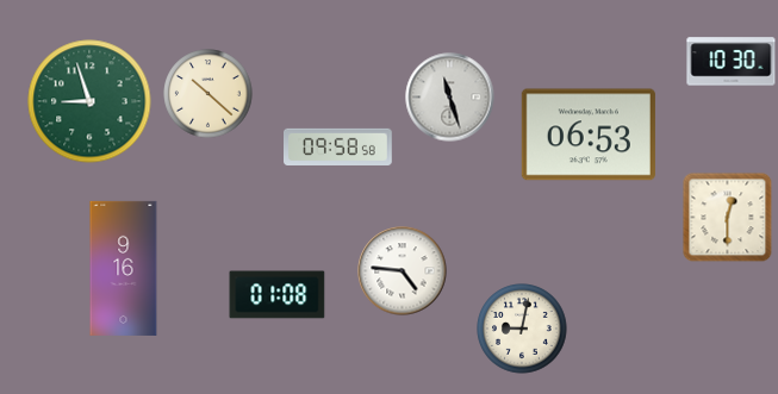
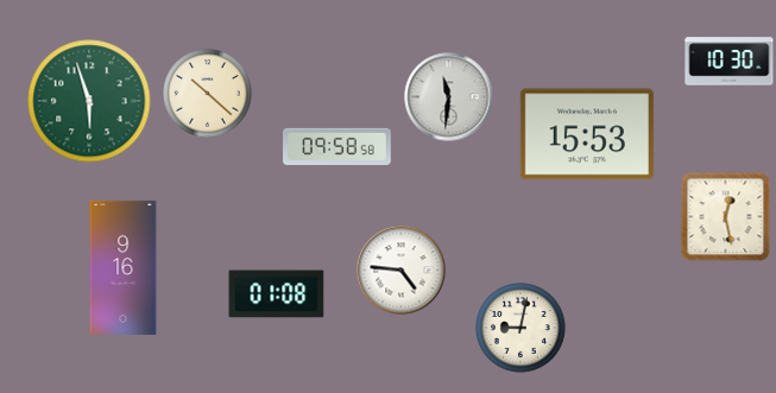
clock at (450, 98): 11:27 -> 11:31
clock at (89, 101): 8:57 -> 5:57
clock at (589, 135): 06:53 -> 15:53
clock at (728, 218): 12:30 -> 12:28
